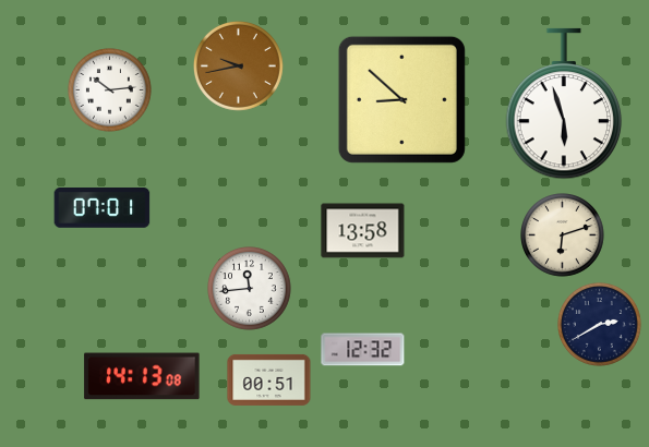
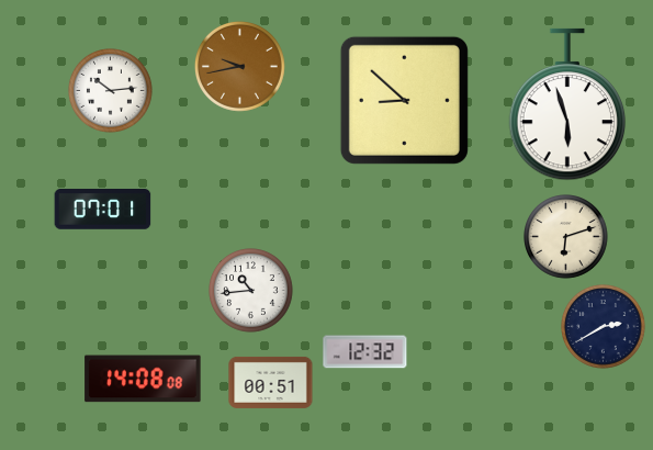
clock at (363, 231): 13:58 -> none
clock at (250, 289): 11:44 -> 10:44
clock at (142, 376): 14:13 -> 14:08
